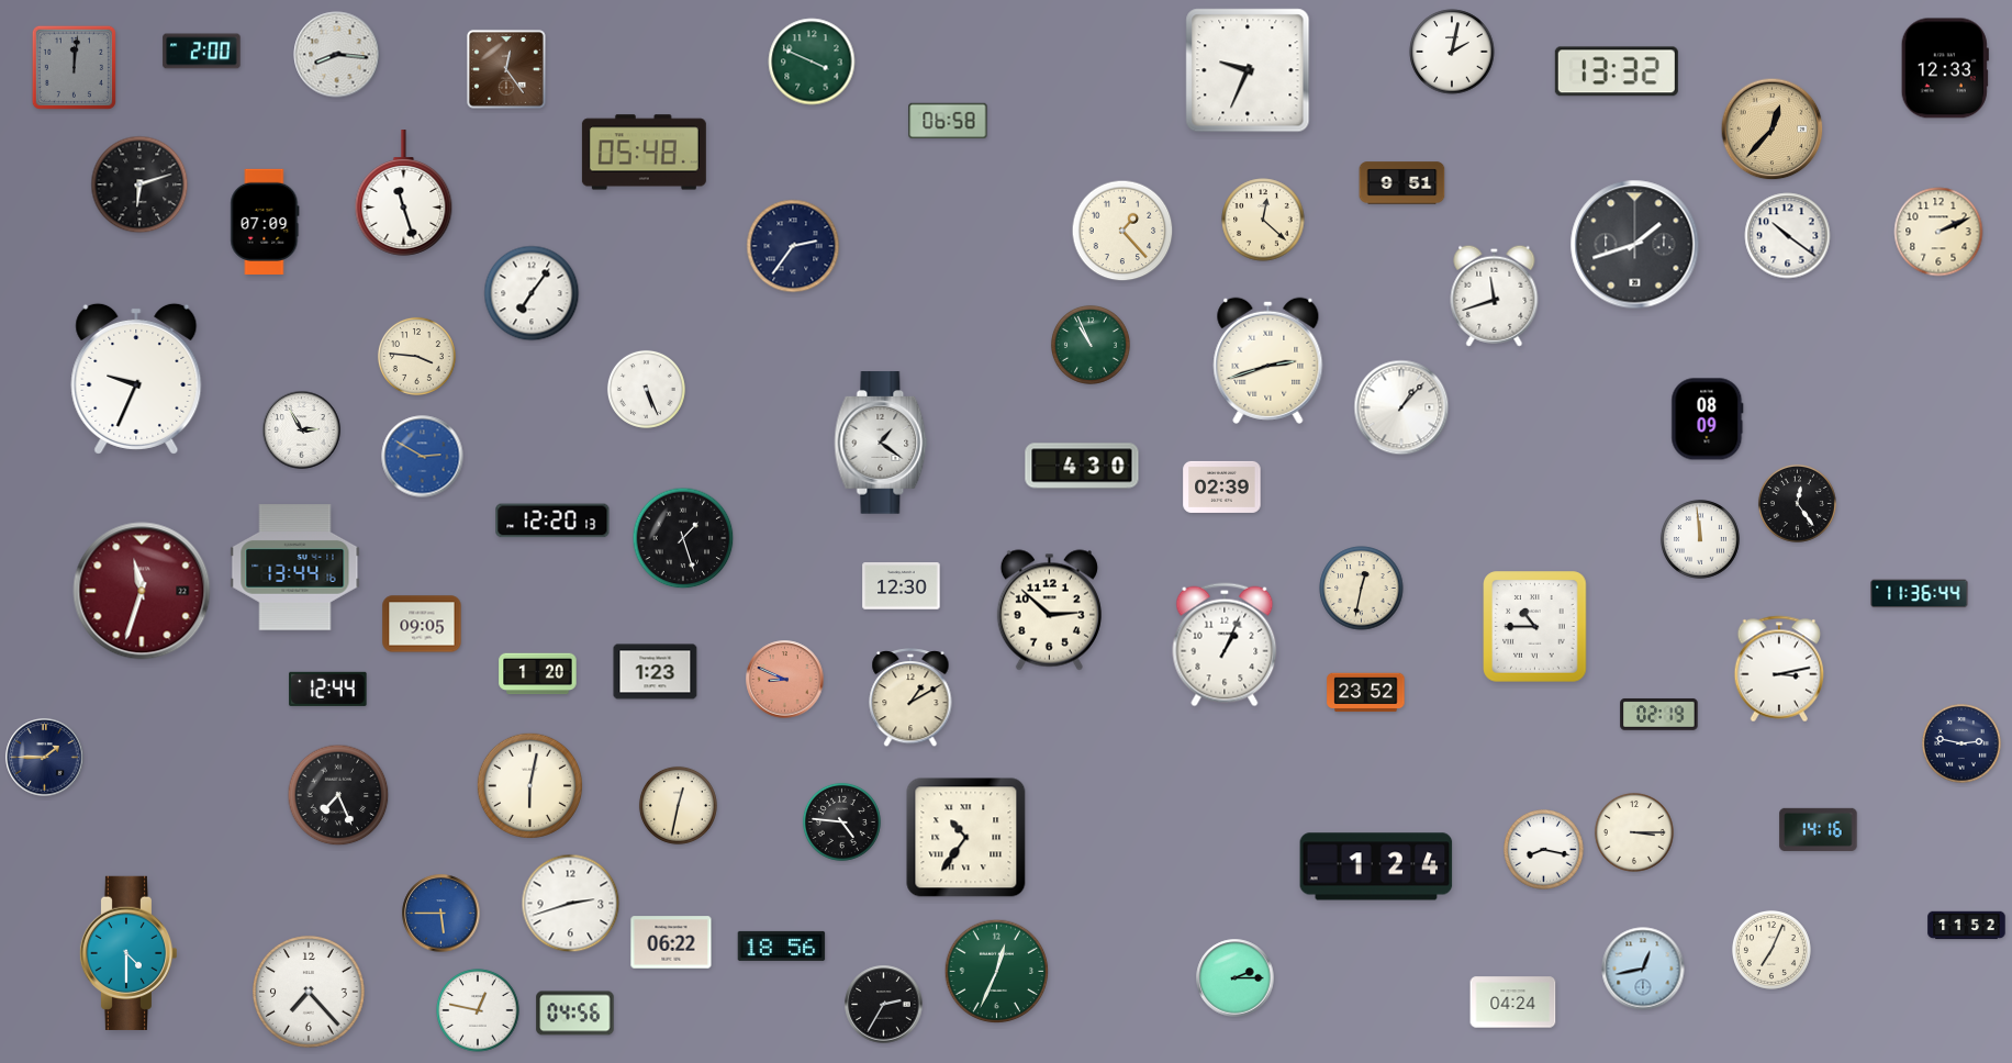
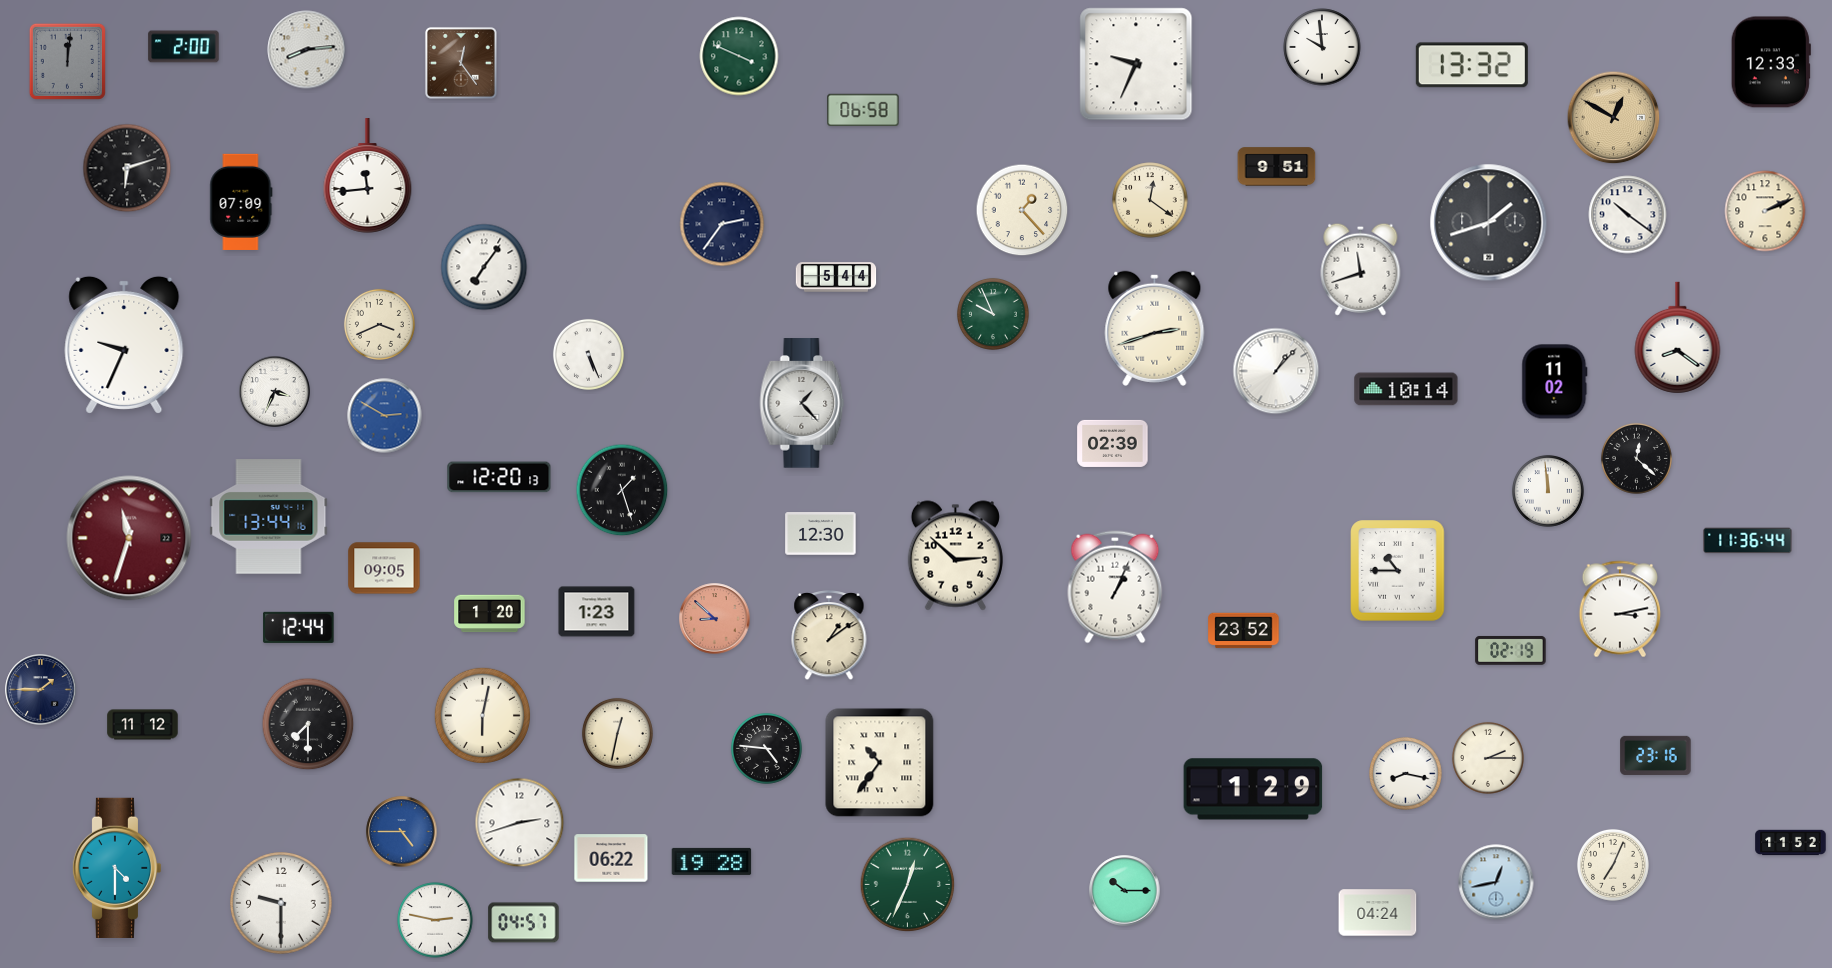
clock at (1452, 52): 2:02 -> 9:59
clock at (337, 55): 8:16 -> 8:14
clock at (1773, 130): 12:37 -> 12:50
clock at (644, 153): 05:48 -> none
clock at (404, 193): 11:27 -> 11:44
clock at (1263, 220): 12:22 -> 12:21
clock at (836, 277): none -> 5:44
clock at (1091, 345): 10:56 -> 9:56
clock at (416, 356): 3:46 -> 3:41
clock at (1678, 338): none -> 8:21
clock at (1708, 419): 08:09 -> 11:02
clock at (1406, 389): none -> 10:14
clock at (302, 430): 2:55 -> 3:34
clock at (881, 443): 1:21 -> 1:23
clock at (1082, 466): 4:30 -> none
clock at (1797, 503): 12:24 -> 12:22
clock at (552, 521) position: (552, 521) -> (499, 477)
clock at (1362, 589): 12:32 -> none
clock at (785, 680): 8:49 -> 8:52
clock at (910, 698): 1:10 -> 1:09
clock at (1961, 743): 2:47 -> none
clock at (338, 795): 7:26 -> 7:30
clock at (143, 725): none -> 11:12
clock at (1819, 829): 14:16 -> 23:16
clock at (1634, 832): 3:15 -> 2:15
clock at (1376, 866): 1:24 -> 1:29
clock at (441, 914): 5:45 -> 4:45
clock at (782, 945): 18:56 -> 19:28
clock at (1236, 978): 2:15 -> 10:15
clock at (309, 992): 7:23 -> 9:30
clock at (884, 1005): 2:35 -> none
clock at (478, 1010): 12:47 -> 2:47
clock at (575, 1014): 04:56 -> 04:57
